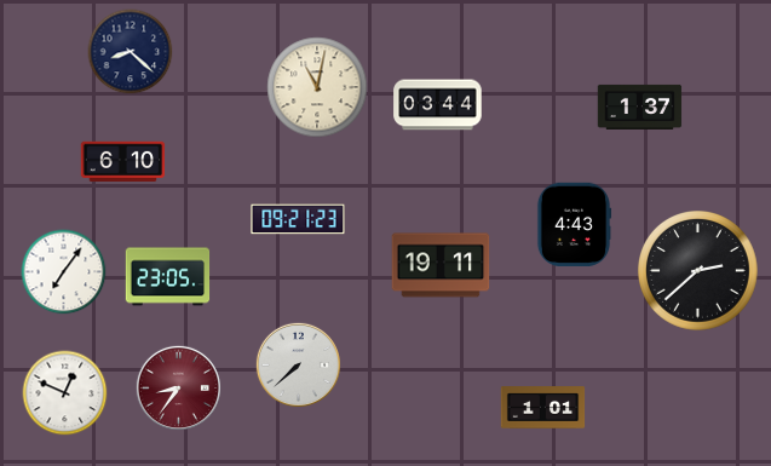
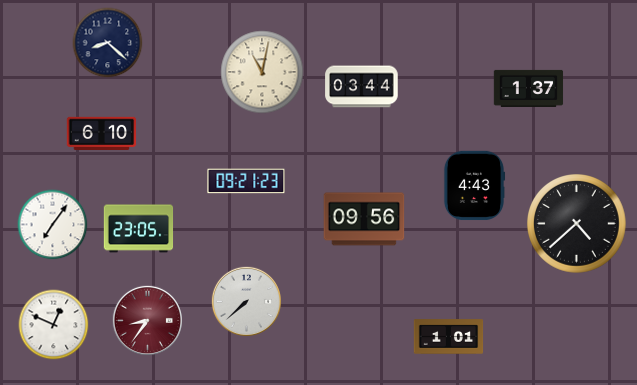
clock at (441, 265): 19:11 -> 09:56
clock at (698, 271): 2:38 -> 4:38
